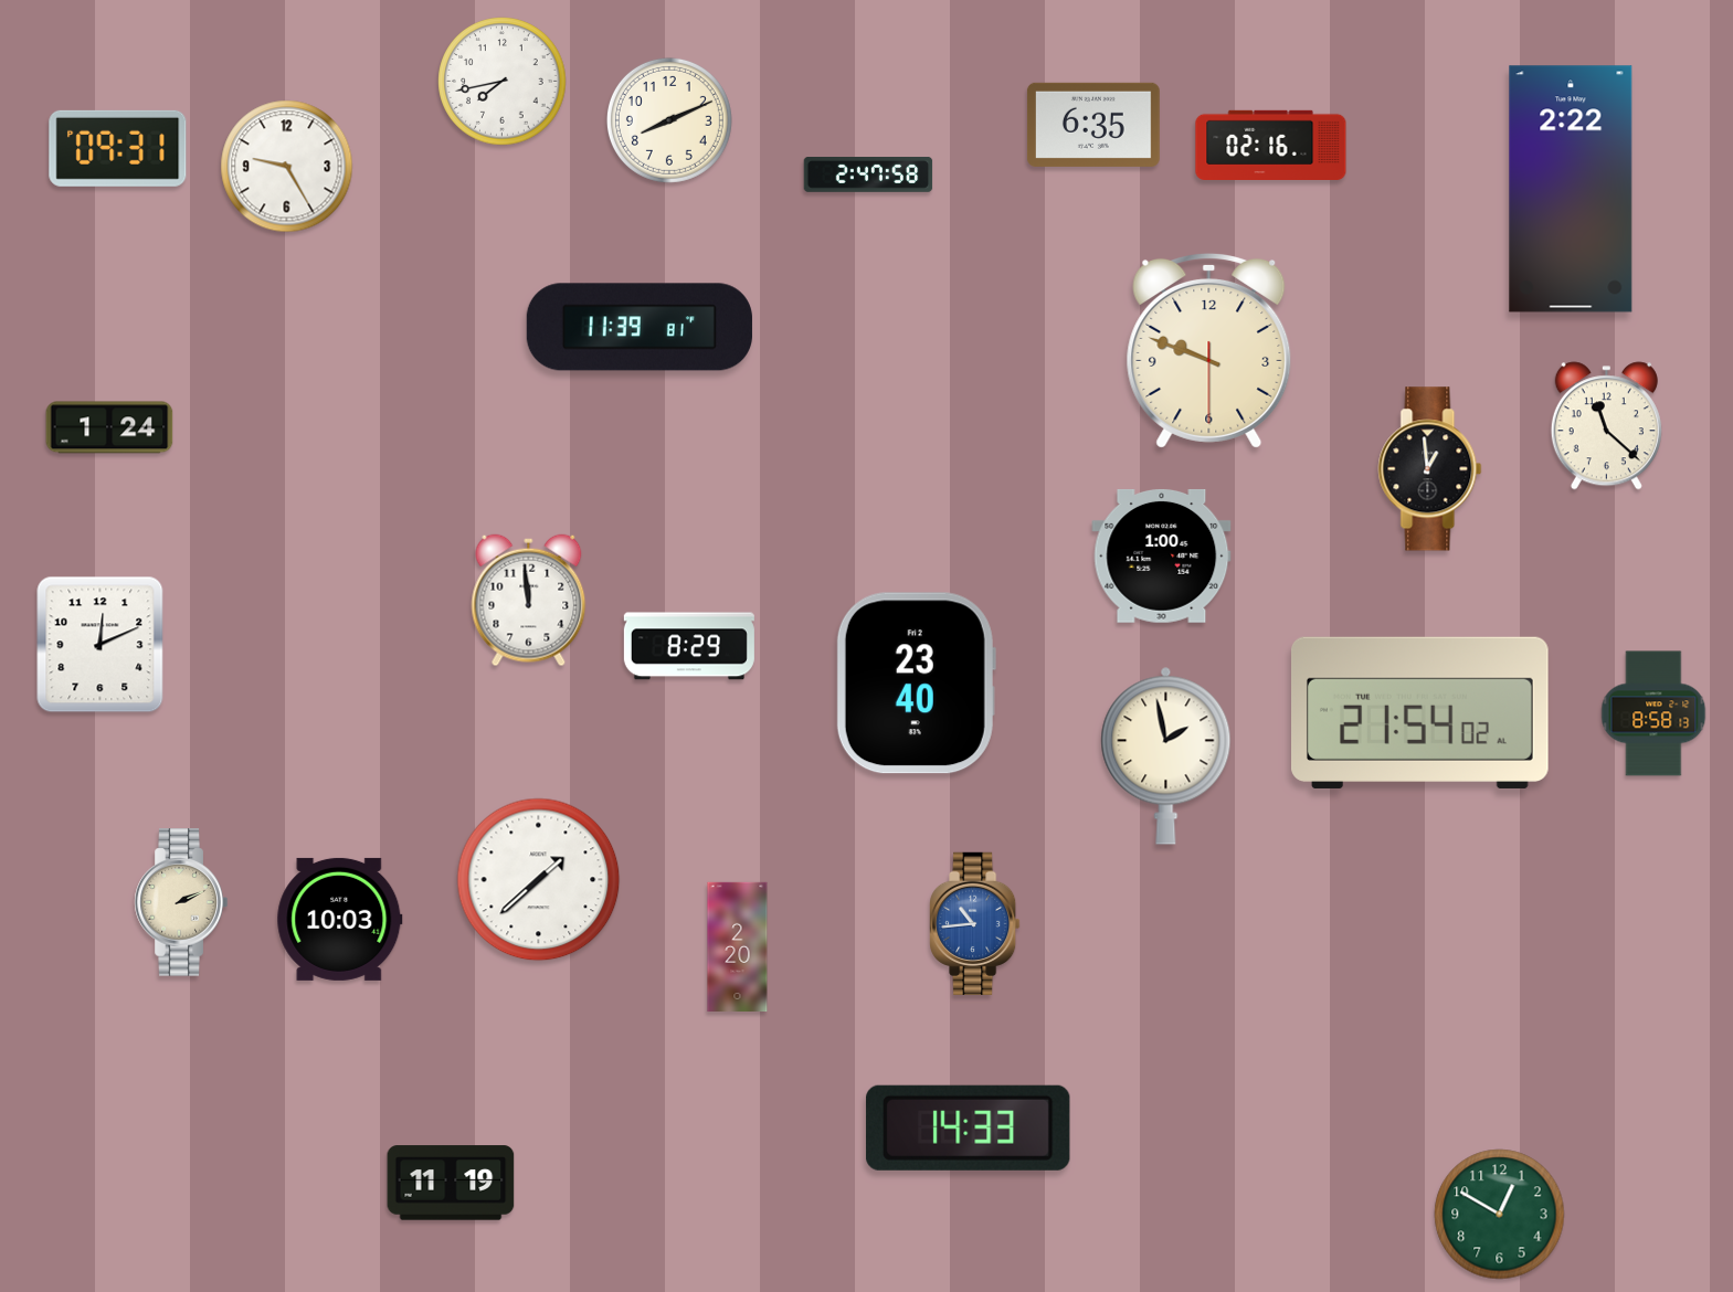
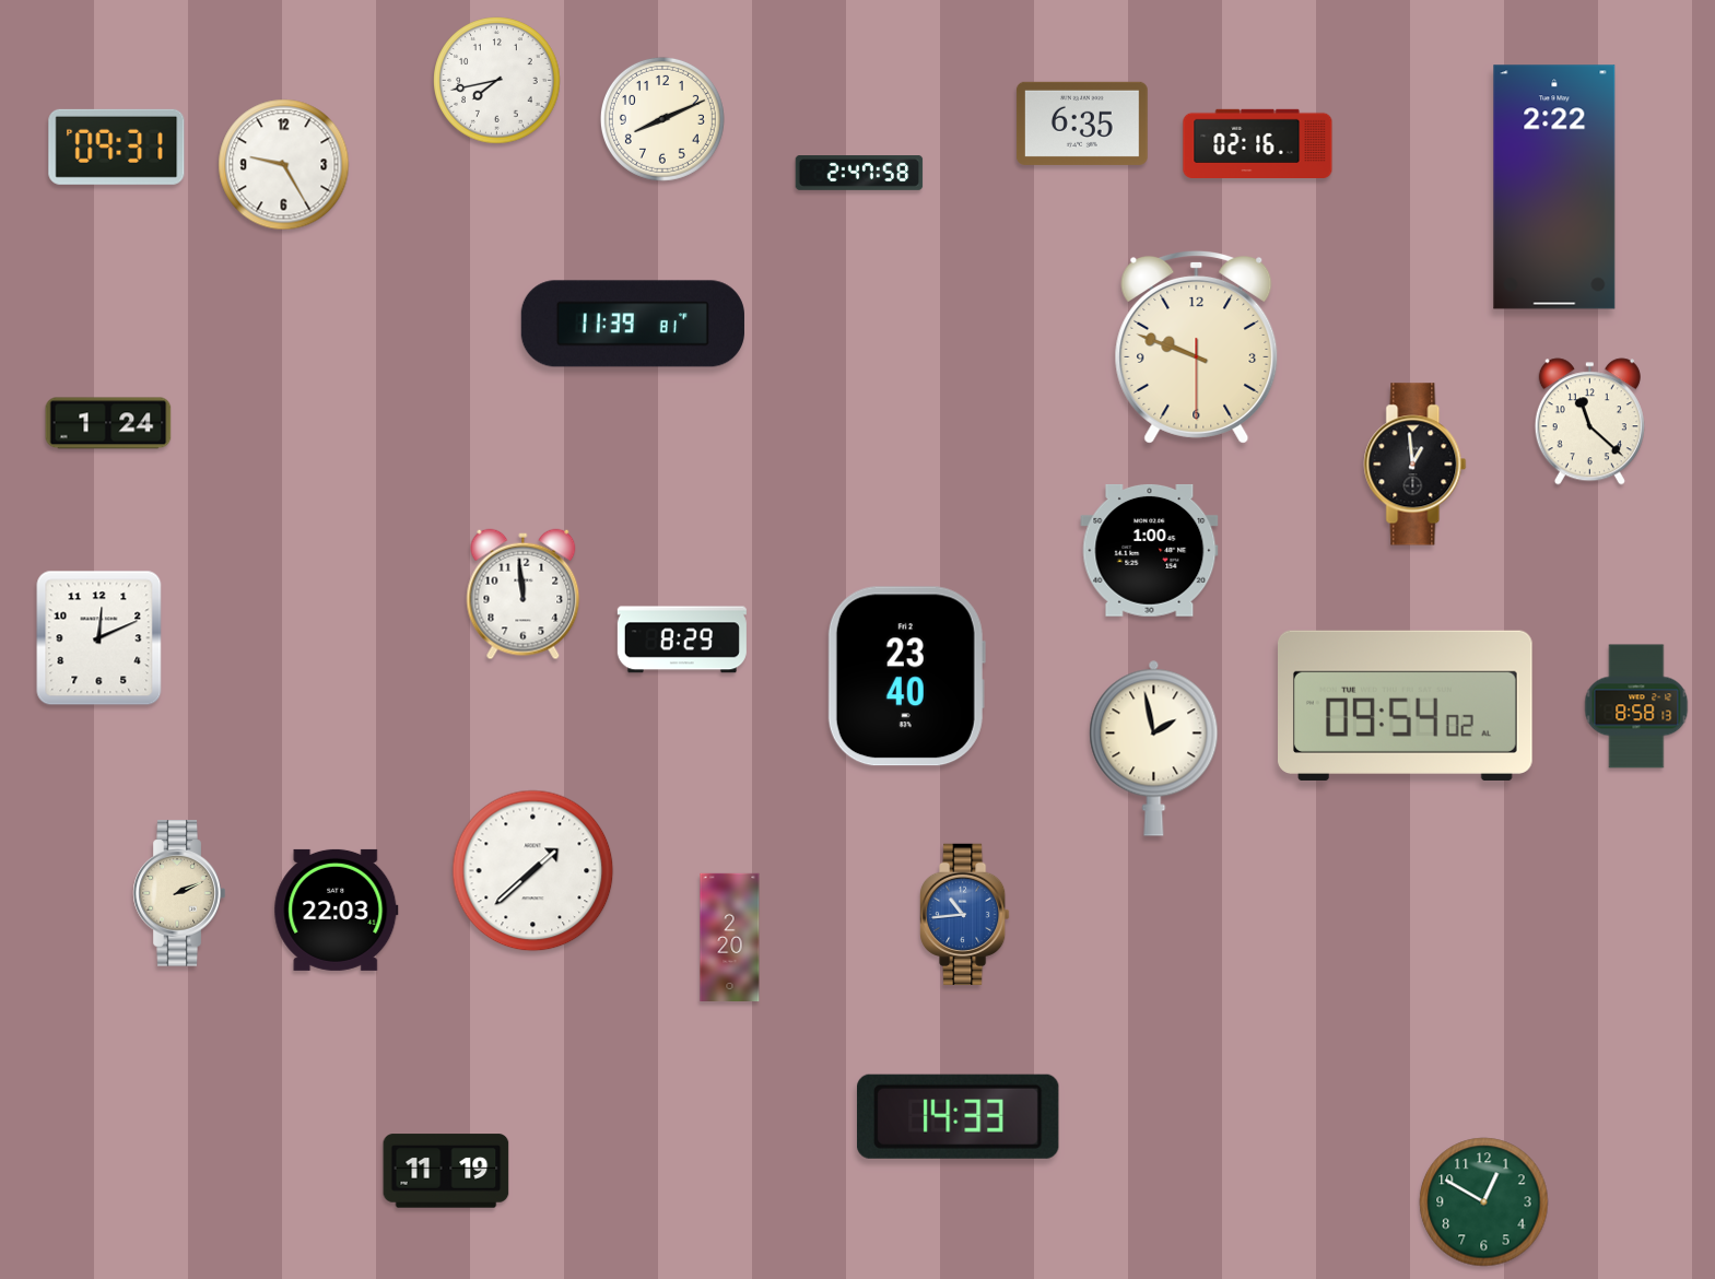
clock at (1420, 712): 21:54 -> 09:54
clock at (340, 919): 10:03 -> 22:03
